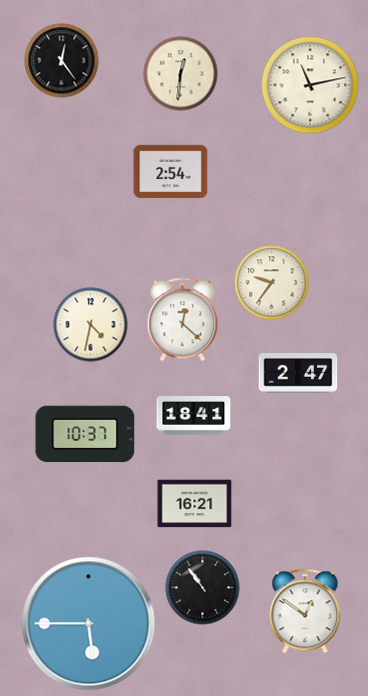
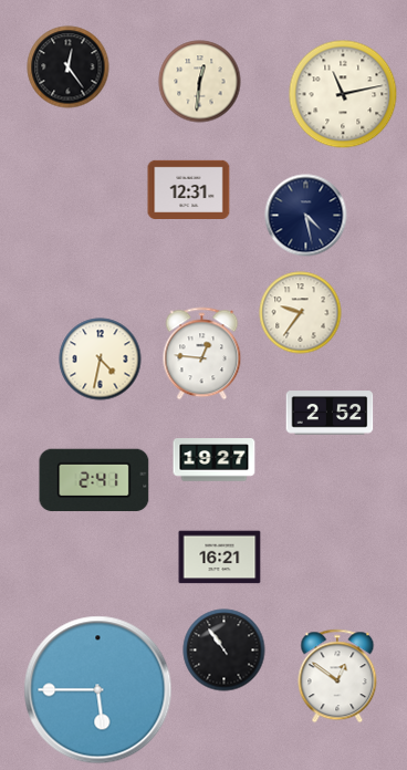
clock at (171, 171): 2:54 -> 12:31
clock at (306, 216): none -> 4:28
clock at (183, 320): 12:22 -> 12:46
clock at (298, 373): 2:47 -> 2:52
clock at (194, 416): 18:41 -> 19:27
clock at (85, 434): 10:37 -> 2:41
clock at (195, 504) position: (195, 504) -> (220, 558)
